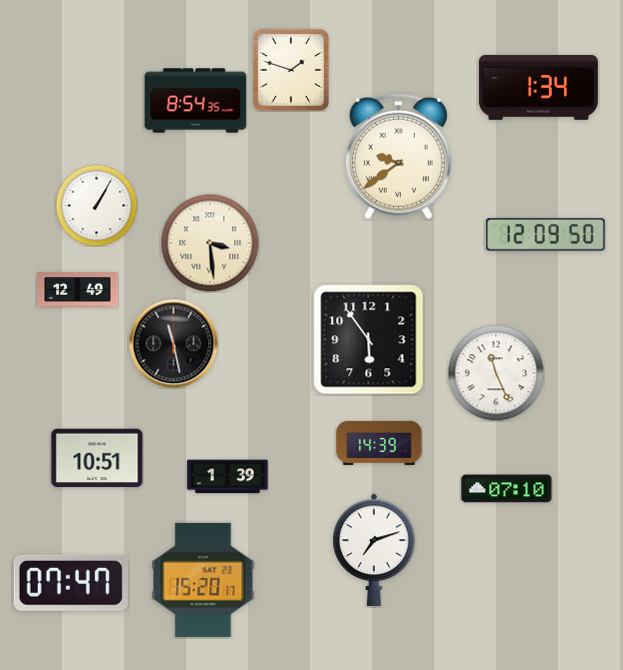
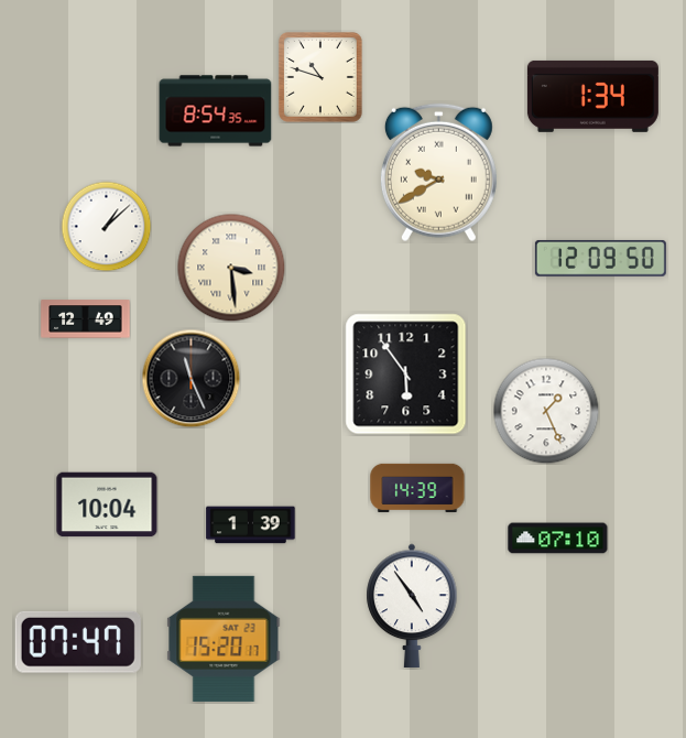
clock at (291, 70): 1:48 -> 10:48
clock at (398, 157): 9:39 -> 9:40
clock at (96, 205): 1:05 -> 1:08
clock at (173, 343): 11:28 -> 11:26
clock at (496, 373): 11:26 -> 1:26
clock at (97, 458): 10:51 -> 10:04
clock at (374, 549): 7:12 -> 4:54
